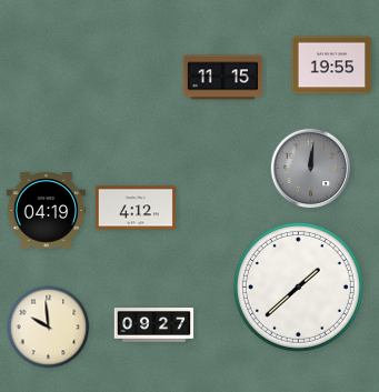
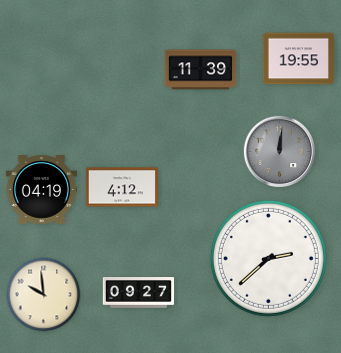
clock at (223, 78): 11:15 -> 11:39
clock at (298, 287): 1:38 -> 2:38
